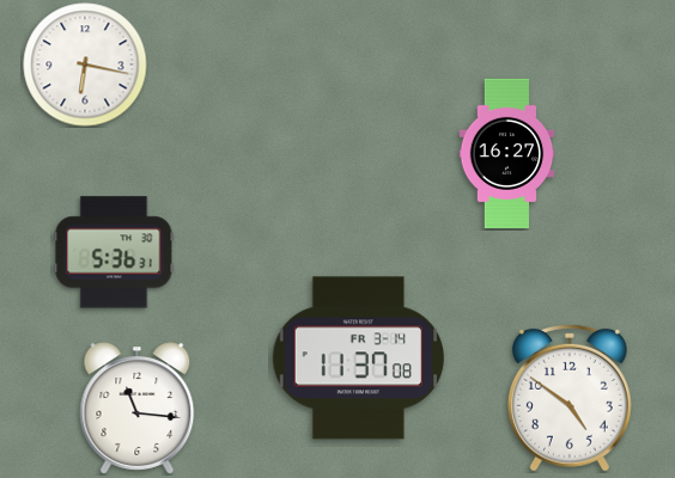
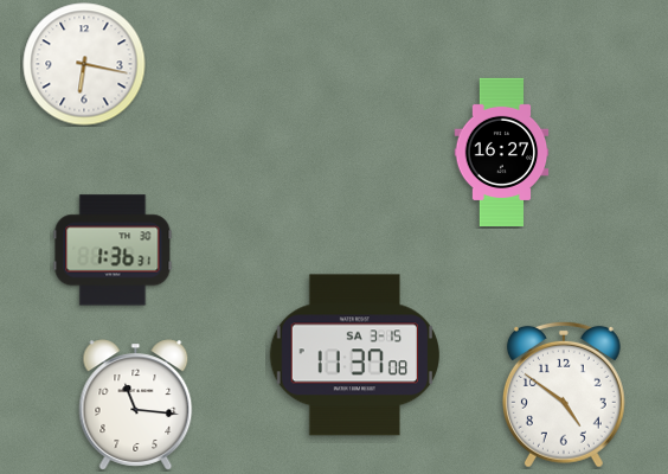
clock at (114, 252): 5:36 -> 1:36
clock at (358, 358) date: FR 3-14 -> SA 3-15
